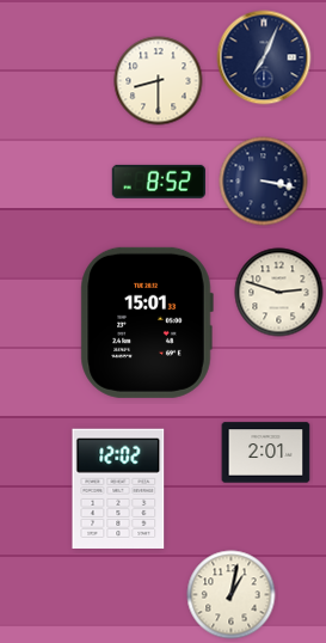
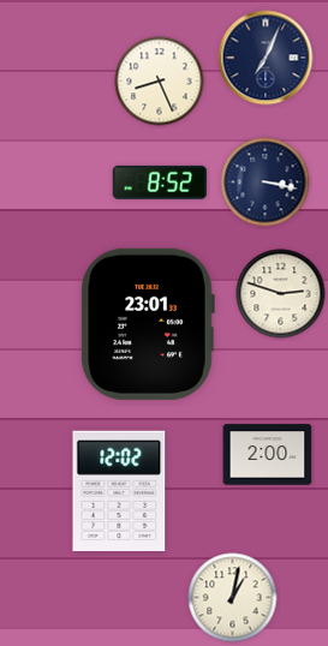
clock at (159, 81): 8:30 -> 8:26
clock at (147, 323): 15:01 -> 23:01
clock at (266, 453): 2:01 -> 2:00
